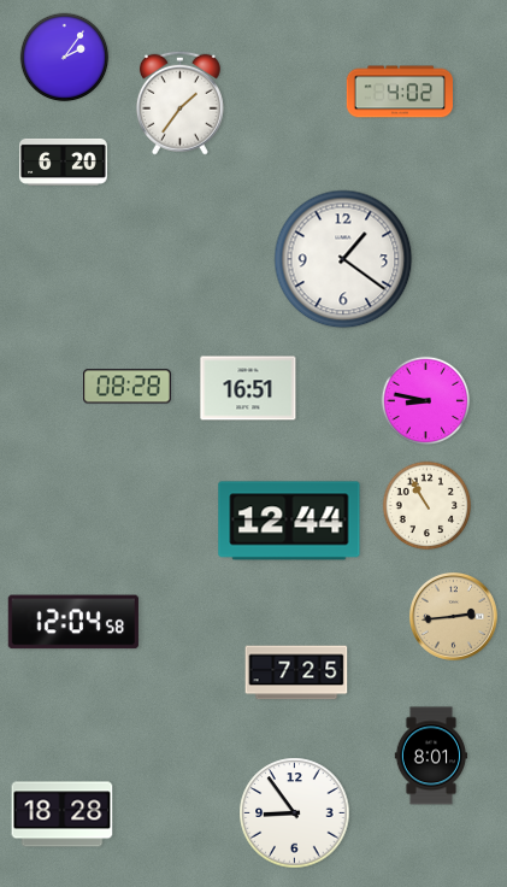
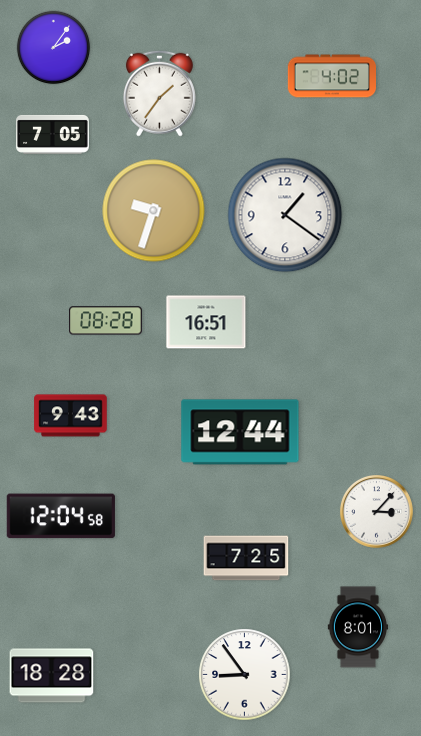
clock at (179, 102) position: (179, 102) -> (159, 93)
clock at (64, 161): 6:20 -> 7:05
clock at (154, 211): none -> 9:33
clock at (426, 401): 8:47 -> none
clock at (71, 416): none -> 9:43
clock at (428, 506): 10:55 -> none
clock at (453, 616): 2:44 -> 3:07
clock at (453, 616) dial: champagne -> white
